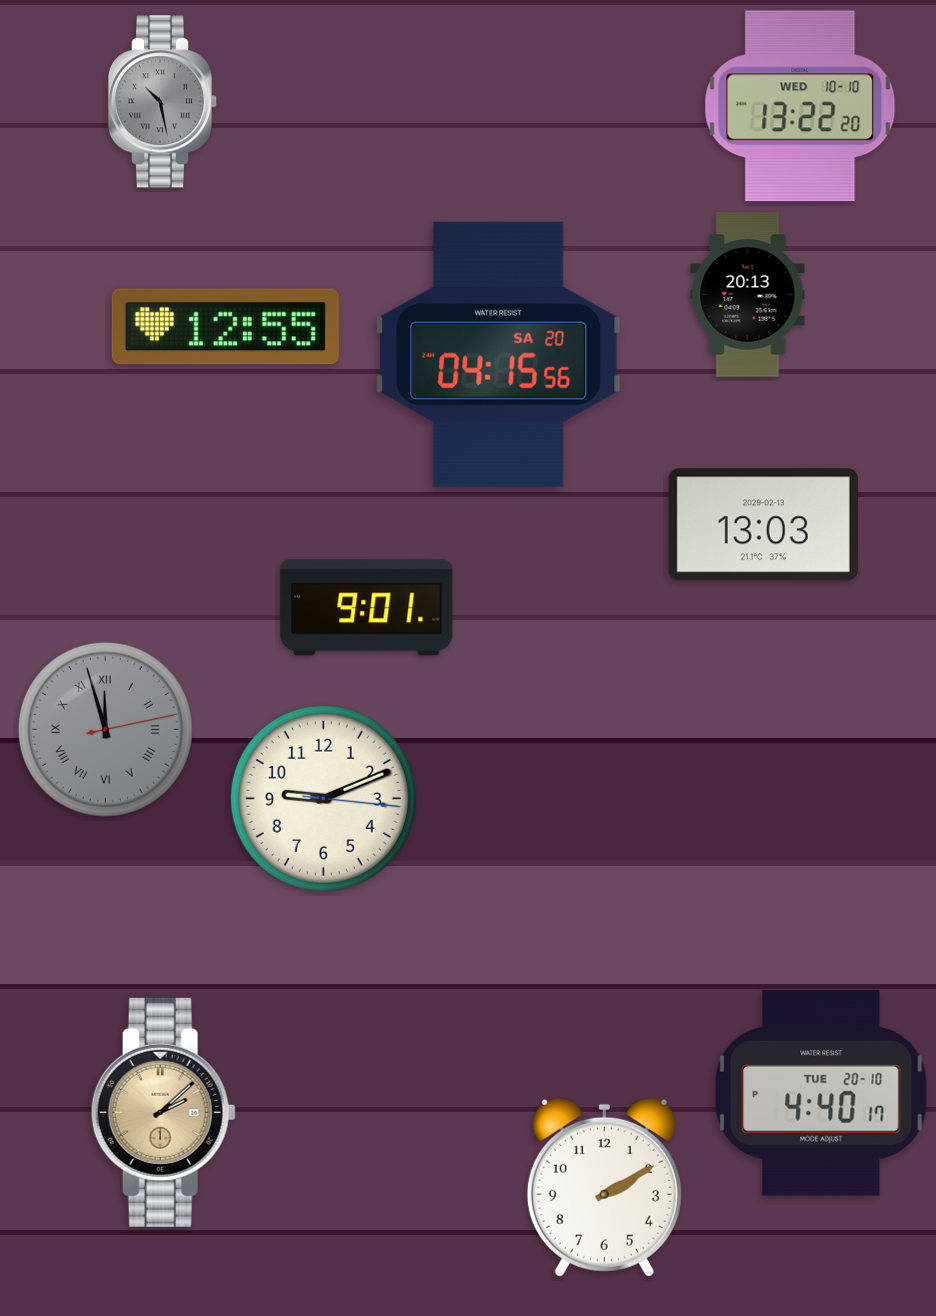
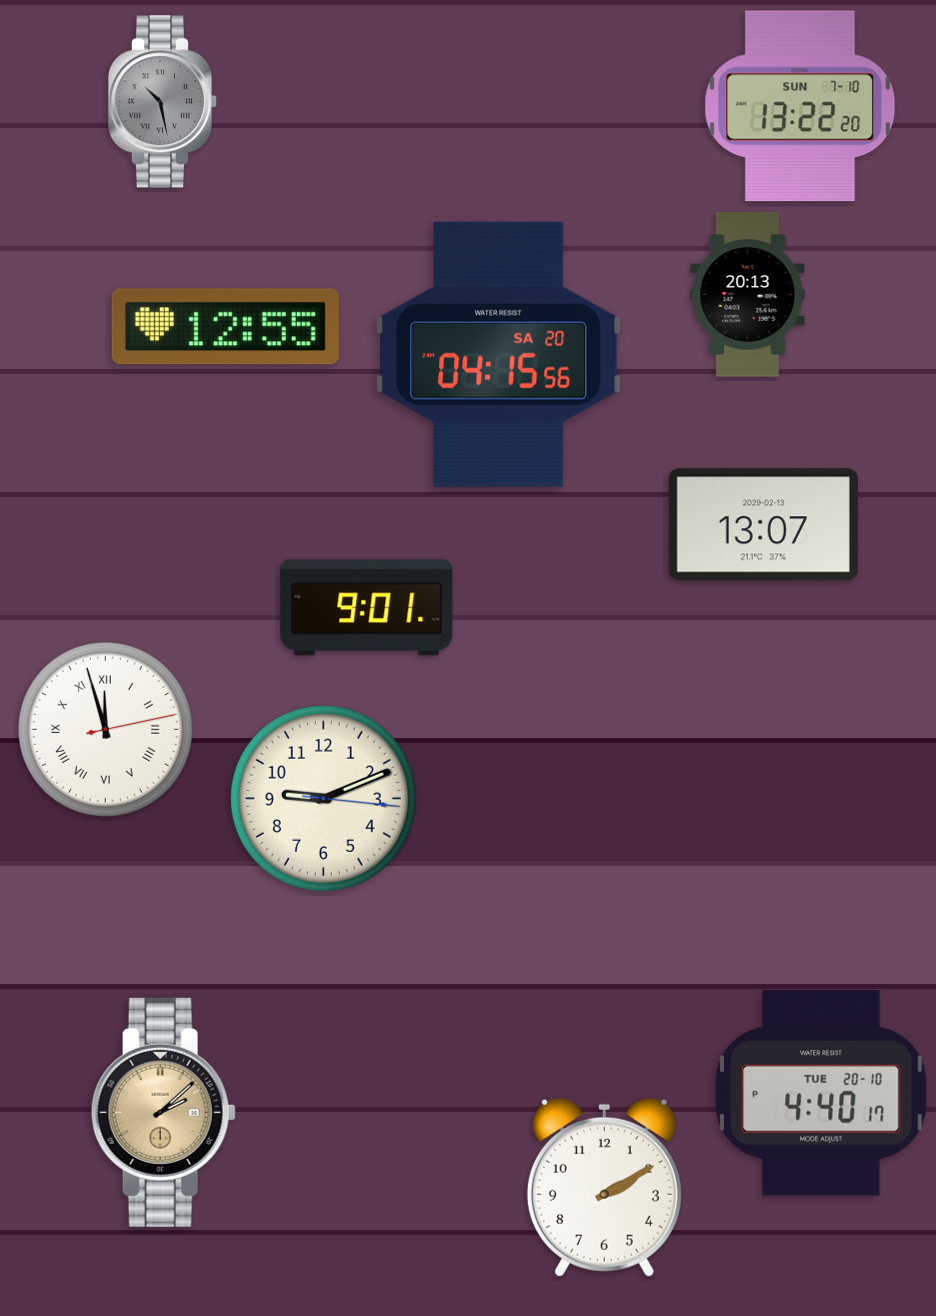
clock at (800, 106) date: WED 10-10 -> SUN 7-10
clock at (763, 525): 13:03 -> 13:07
clock at (105, 729) dial: grey -> white
